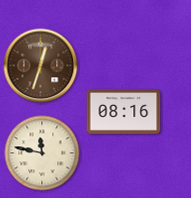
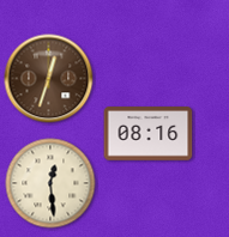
clock at (42, 153): 11:47 -> 12:29
